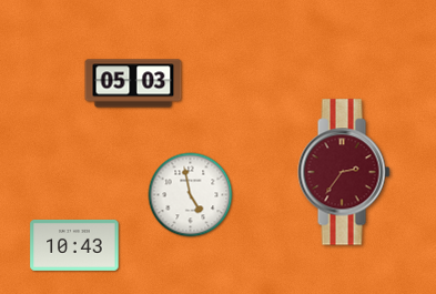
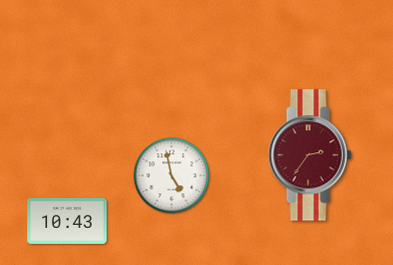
clock at (133, 83): 05:03 -> none
